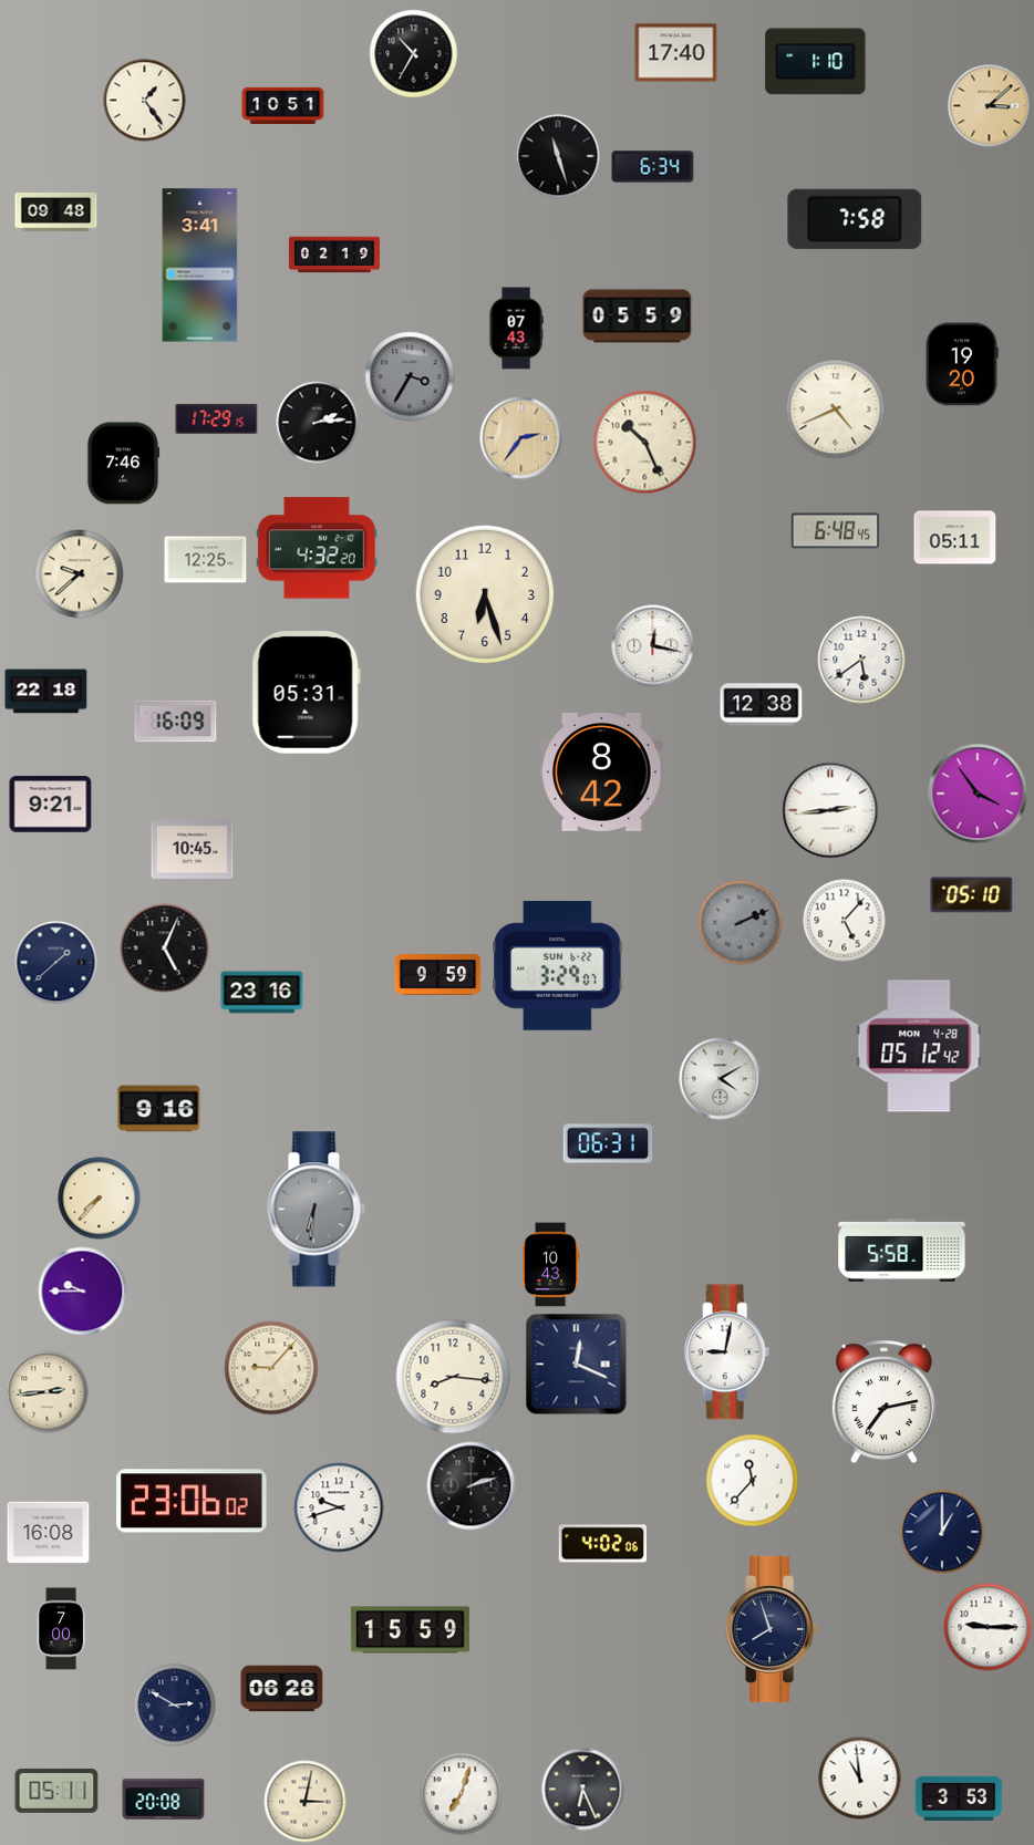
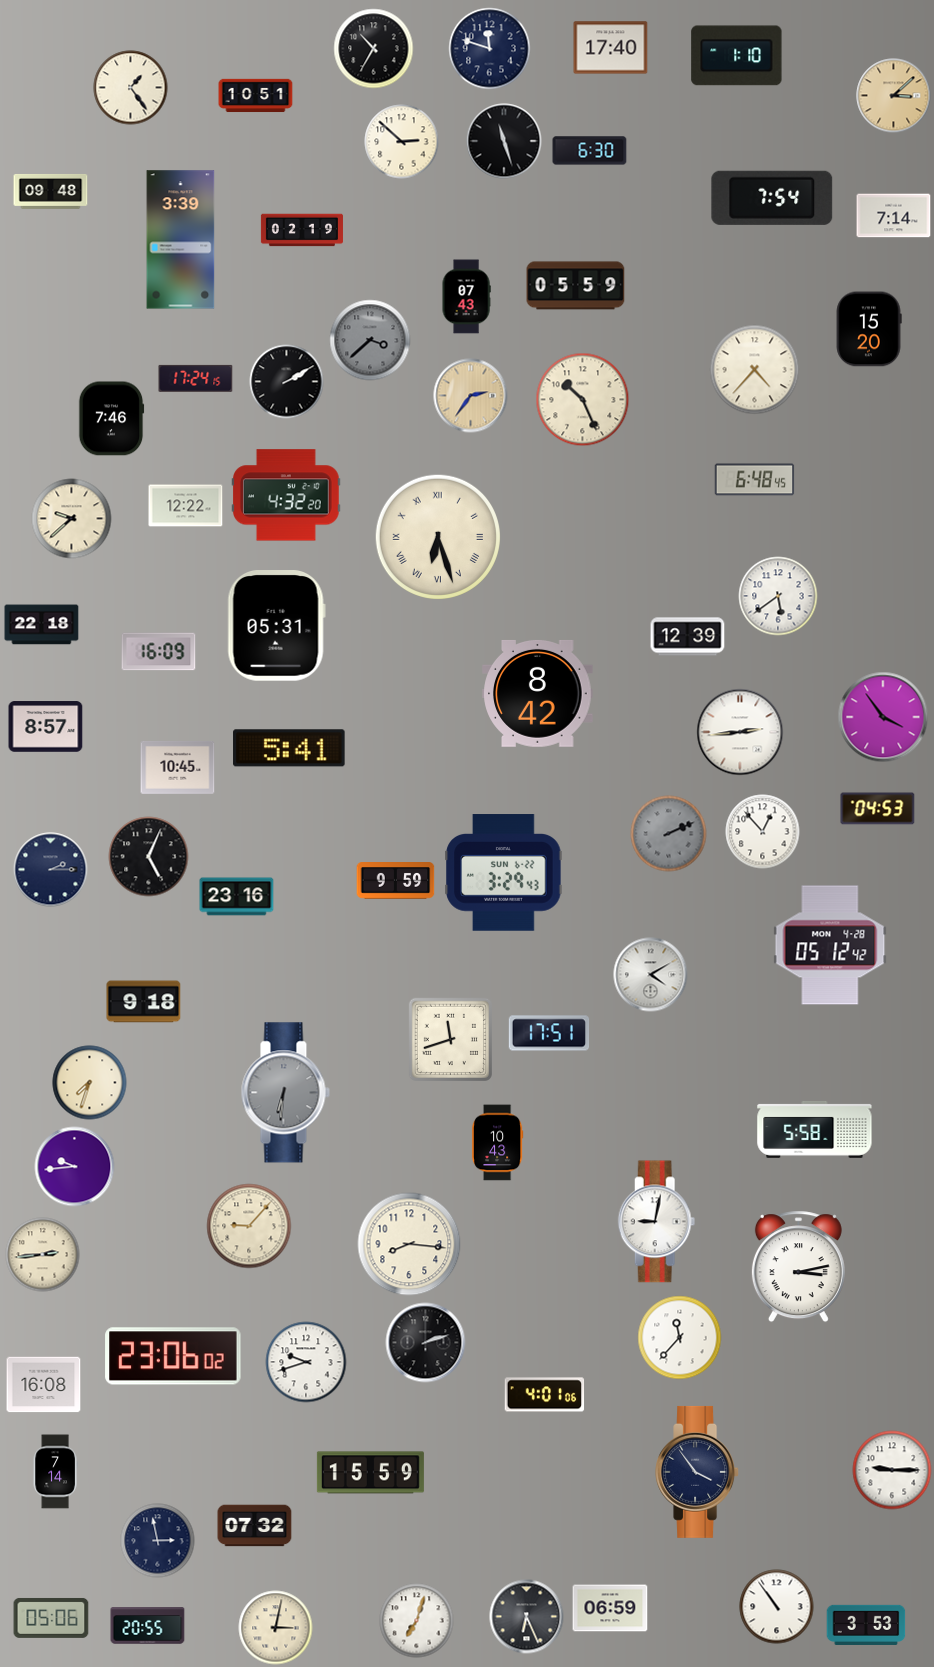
clock at (490, 49): none -> 11:48
clock at (145, 101) position: (145, 101) -> (131, 88)
clock at (402, 142): none -> 2:52
clock at (653, 167): 6:34 -> 6:30
clock at (855, 219): 7:58 -> 7:54
clock at (894, 216): none -> 7:14
clock at (200, 266): 3:41 -> 3:39
clock at (962, 364): 19:20 -> 15:20
clock at (410, 376): 3:35 -> 3:38
clock at (836, 410): 4:41 -> 4:37
clock at (217, 418): 17:29 -> 17:24
clock at (318, 423): 2:14 -> 2:10
clock at (955, 538): 05:11 -> none
clock at (206, 560): 12:25 -> 12:22
clock at (484, 593) numerals: Arabic -> Roman
clock at (653, 646): 12:17 -> none
clock at (762, 705): 12:38 -> 12:39
clock at (602, 771) position: (602, 771) -> (538, 693)
clock at (51, 805): 9:21 -> 8:57
clock at (830, 810) position: (830, 810) -> (740, 732)
clock at (289, 748): none -> 5:41
clock at (193, 849) position: (193, 849) -> (178, 767)
clock at (972, 895): 05:10 -> 04:53
clock at (845, 921): 5:07 -> 12:53
clock at (56, 963): 1:38 -> 2:15
clock at (558, 966): 3:29:07 -> 3:29:43
clock at (159, 1109): 9:16 -> 9:18
clock at (608, 1143): 06:31 -> 17:51
clock at (450, 1039): none -> 11:42
clock at (100, 1199): 7:37 -> 7:33
clock at (83, 1292): 9:45 -> 9:44
clock at (577, 1365): 12:19 -> none
clock at (271, 1368) position: (271, 1368) -> (249, 1226)
clock at (48, 1392) position: (48, 1392) -> (43, 1255)
clock at (883, 1402): 7:13 -> 3:13
clock at (942, 1532): 1:00 -> none
clock at (603, 1544): 4:02 -> 4:01
clock at (61, 1629): 7:00 -> 7:14
clock at (773, 1629): 7:57 -> 3:54
clock at (282, 1689): 06:28 -> 07:32
clock at (175, 1706): 2:50 -> 2:58
clock at (860, 1779): 10:59 -> 10:54
clock at (610, 1608): none -> 06:59
clock at (56, 1791): 05:11 -> 05:06
clock at (164, 1800): 20:08 -> 20:55
